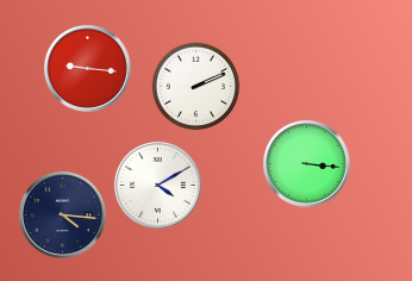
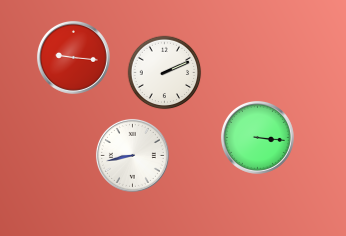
clock at (157, 185): 4:10 -> 8:43
clock at (62, 214): 4:16 -> none
